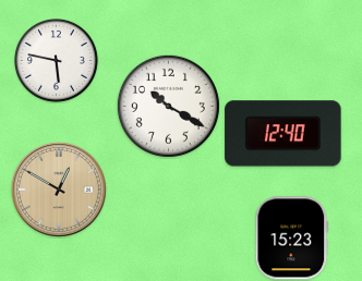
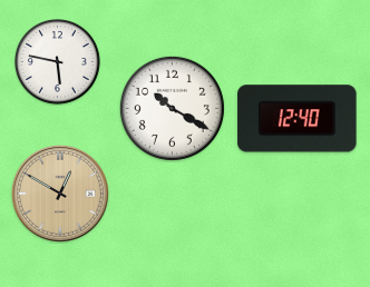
clock at (283, 134) position: (283, 134) -> (298, 119)
clock at (292, 239): 15:23 -> none
